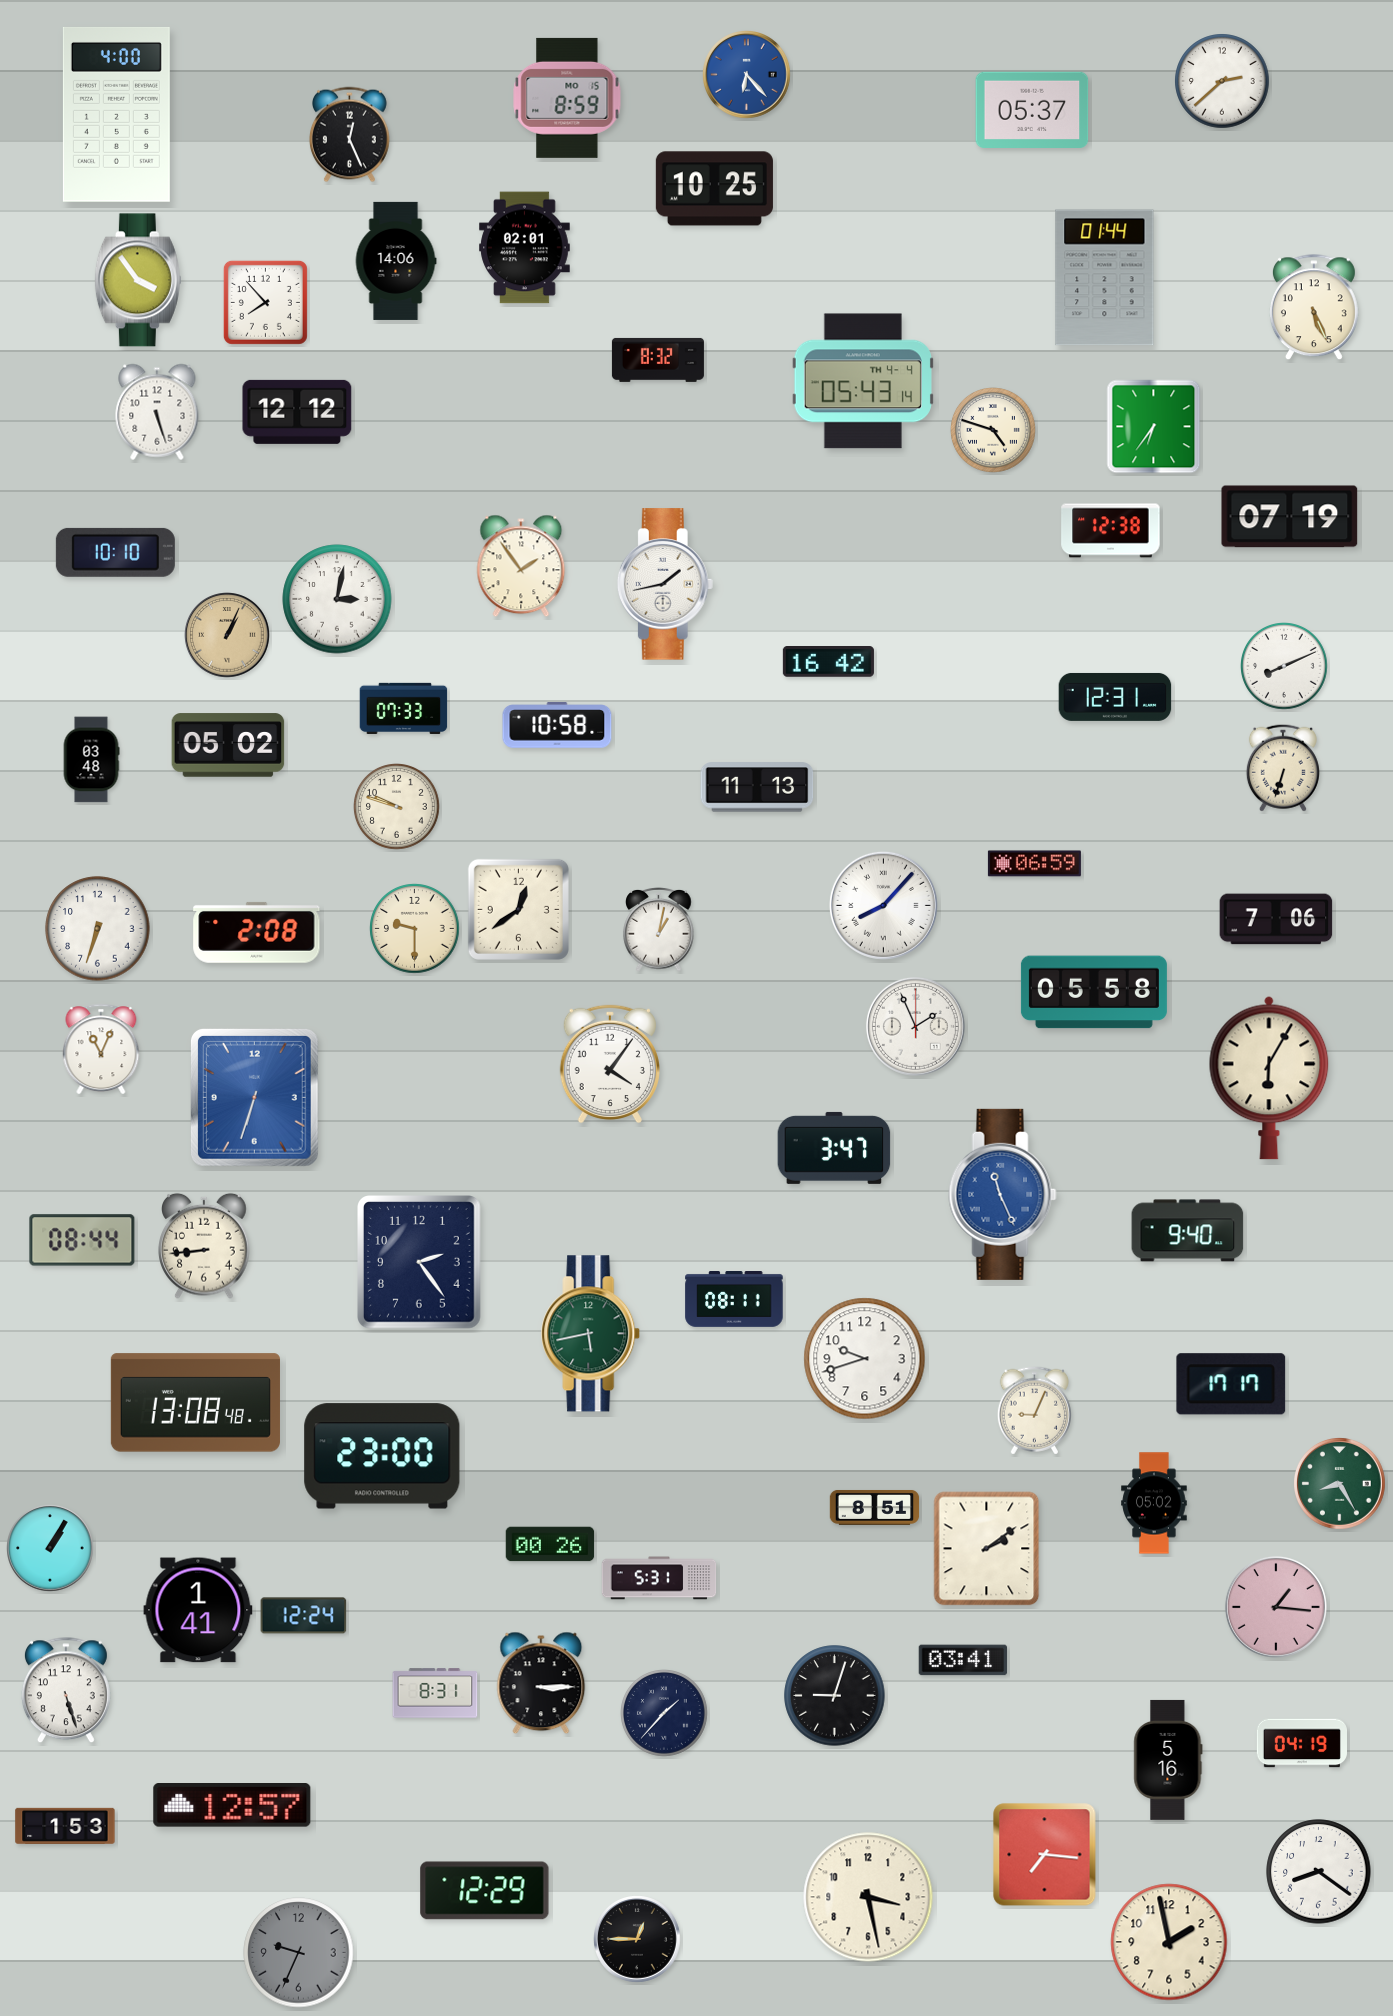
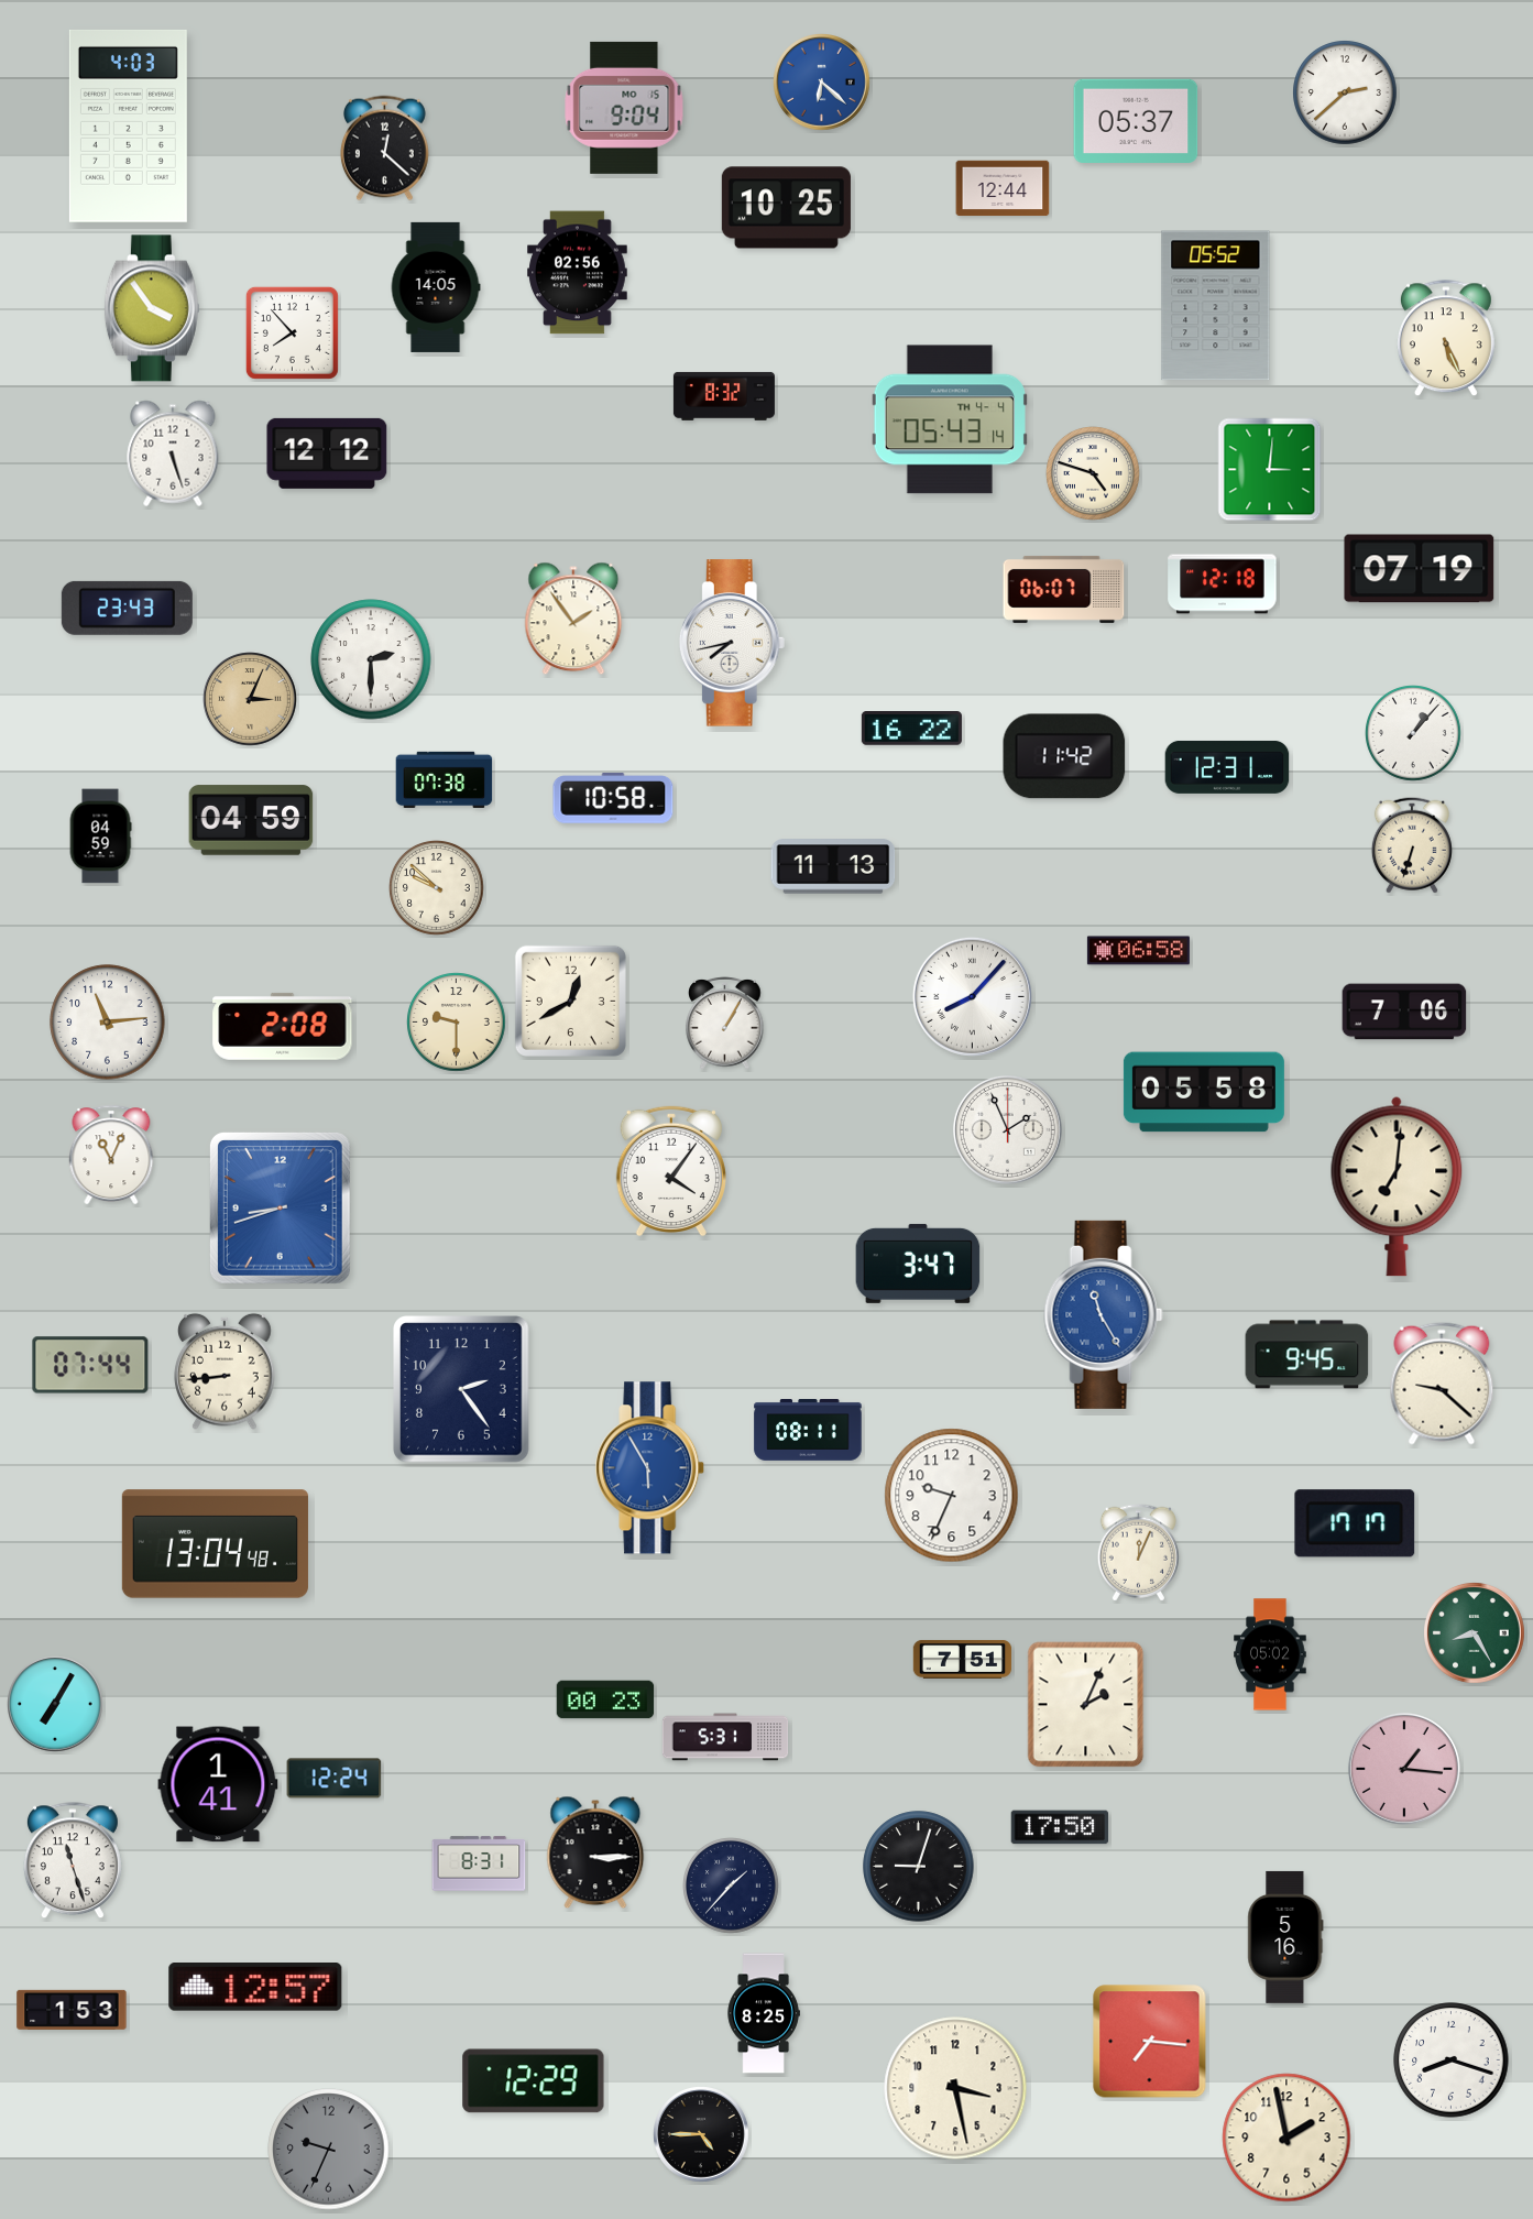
clock at (747, 75): 6:23 -> 6:22
clock at (1222, 81) position: (1222, 81) -> (1345, 92)
clock at (567, 98): 8:59 -> 9:04
clock at (116, 114): 4:00 -> 4:03
clock at (349, 135): 12:26 -> 12:22
clock at (1003, 188): none -> 12:44
clock at (525, 248): 02:01 -> 02:56
clock at (396, 261): 14:06 -> 14:05
clock at (1105, 278): 01:44 -> 05:52
clock at (1154, 427): 6:36 -> 3:01
clock at (1111, 531): 12:38 -> 12:18
clock at (1064, 589): none -> 06:07
clock at (115, 552): 10:10 -> 23:43
clock at (521, 566) position: (521, 566) -> (573, 619)
clock at (665, 584): 1:43 -> 7:43
clock at (337, 599): 3:02 -> 2:30
clock at (227, 635): 1:04 -> 3:04
clock at (828, 662): 16:42 -> 16:22
clock at (1285, 667): 8:11 -> 1:07
clock at (1064, 756): none -> 11:42
clock at (404, 708): 07:33 -> 07:38
clock at (228, 745): 05:02 -> 04:59
clock at (91, 760): 03:48 -> 04:59
clock at (397, 807): 9:48 -> 9:52
clock at (1034, 864): 06:59 -> 06:58
clock at (518, 909): 12:39 -> 12:40
clock at (98, 929): 6:33 -> 11:14
clock at (659, 930): 1:02 -> 1:05
clock at (1269, 1078): 6:05 -> 7:01
clock at (254, 1098): 6:33 -> 8:42
clock at (1003, 1194): 11:26 -> 11:25
clock at (1188, 1231): 9:40 -> 9:45
clock at (82, 1240): 08:44 -> 07:44
clock at (1442, 1384): none -> 9:22
clock at (591, 1334): 5:43 -> 5:55
clock at (591, 1334) dial: green -> blue
clock at (865, 1359): 9:42 -> 9:34
clock at (195, 1403): 13:08 -> 13:04
clock at (1034, 1411): 9:04 -> 12:04
clock at (382, 1456): 23:00 -> none
clock at (875, 1507): 8:51 -> 7:51
clock at (550, 1544): 00:26 -> 00:23
clock at (50, 1548): 1:05 -> 7:05
clock at (987, 1549): 2:09 -> 2:04
clock at (198, 1610) position: (198, 1610) -> (218, 1784)
clock at (963, 1660): 03:41 -> 17:50
clock at (66, 1691): 5:27 -> 11:27
clock at (1301, 1743): 04:19 -> none
clock at (764, 2013): none -> 8:25
clock at (1319, 1872): 8:21 -> 8:18
clock at (637, 1939): 12:45 -> 4:45
